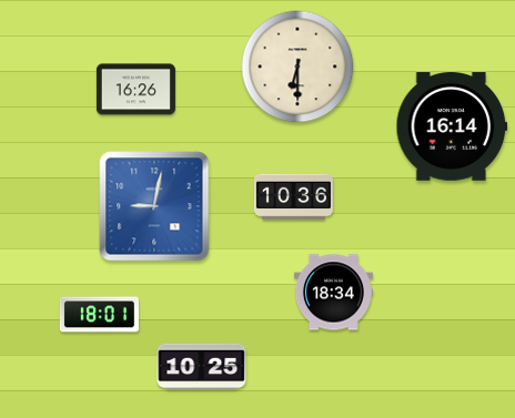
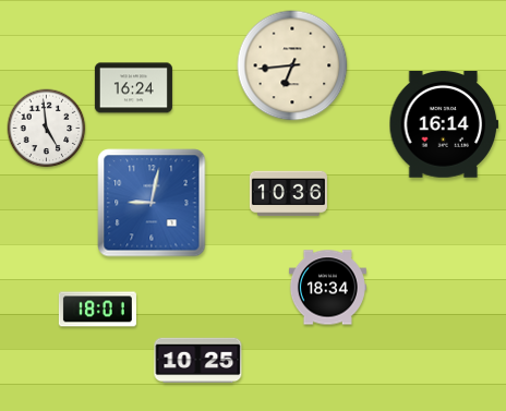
clock at (297, 67): 6:30 -> 6:44
clock at (135, 90): 16:26 -> 16:24
clock at (47, 129): none -> 4:59
